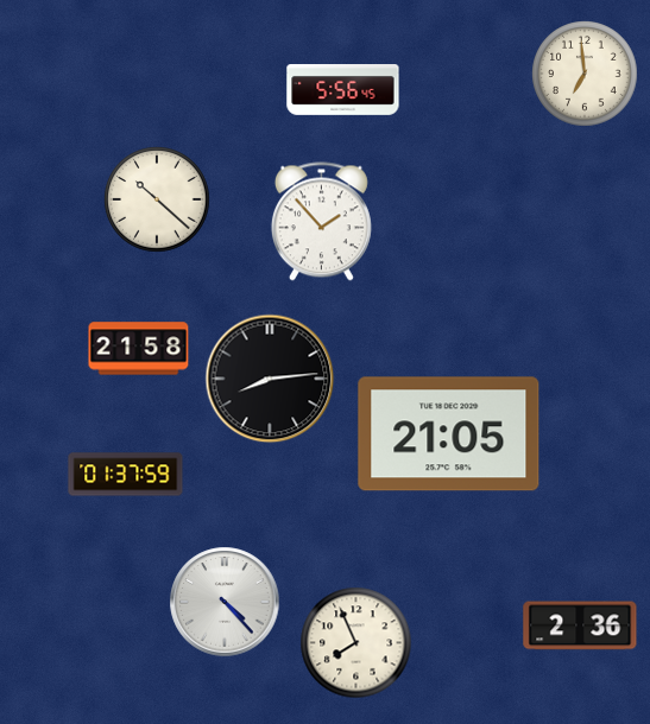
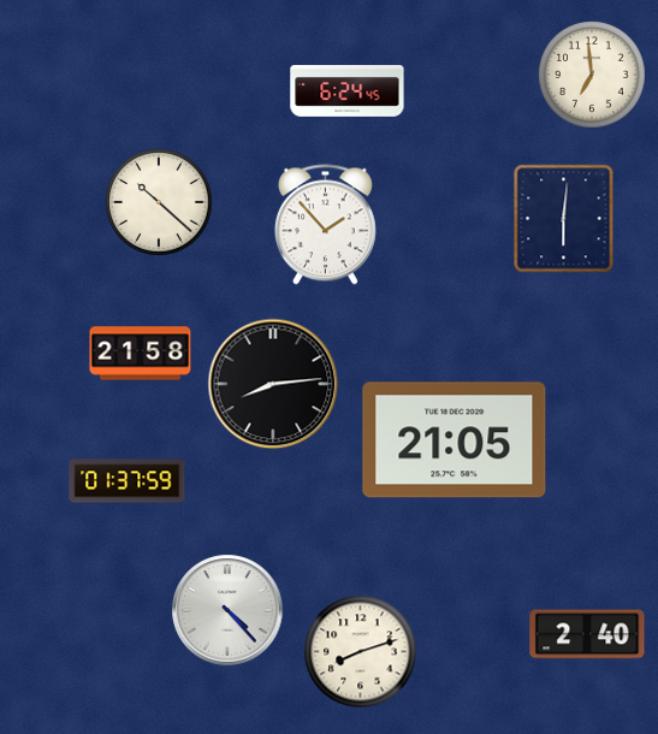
clock at (343, 90): 5:56 -> 6:24
clock at (564, 219): none -> 6:01
clock at (580, 625): 2:36 -> 2:40
clock at (356, 643): 7:56 -> 8:12
